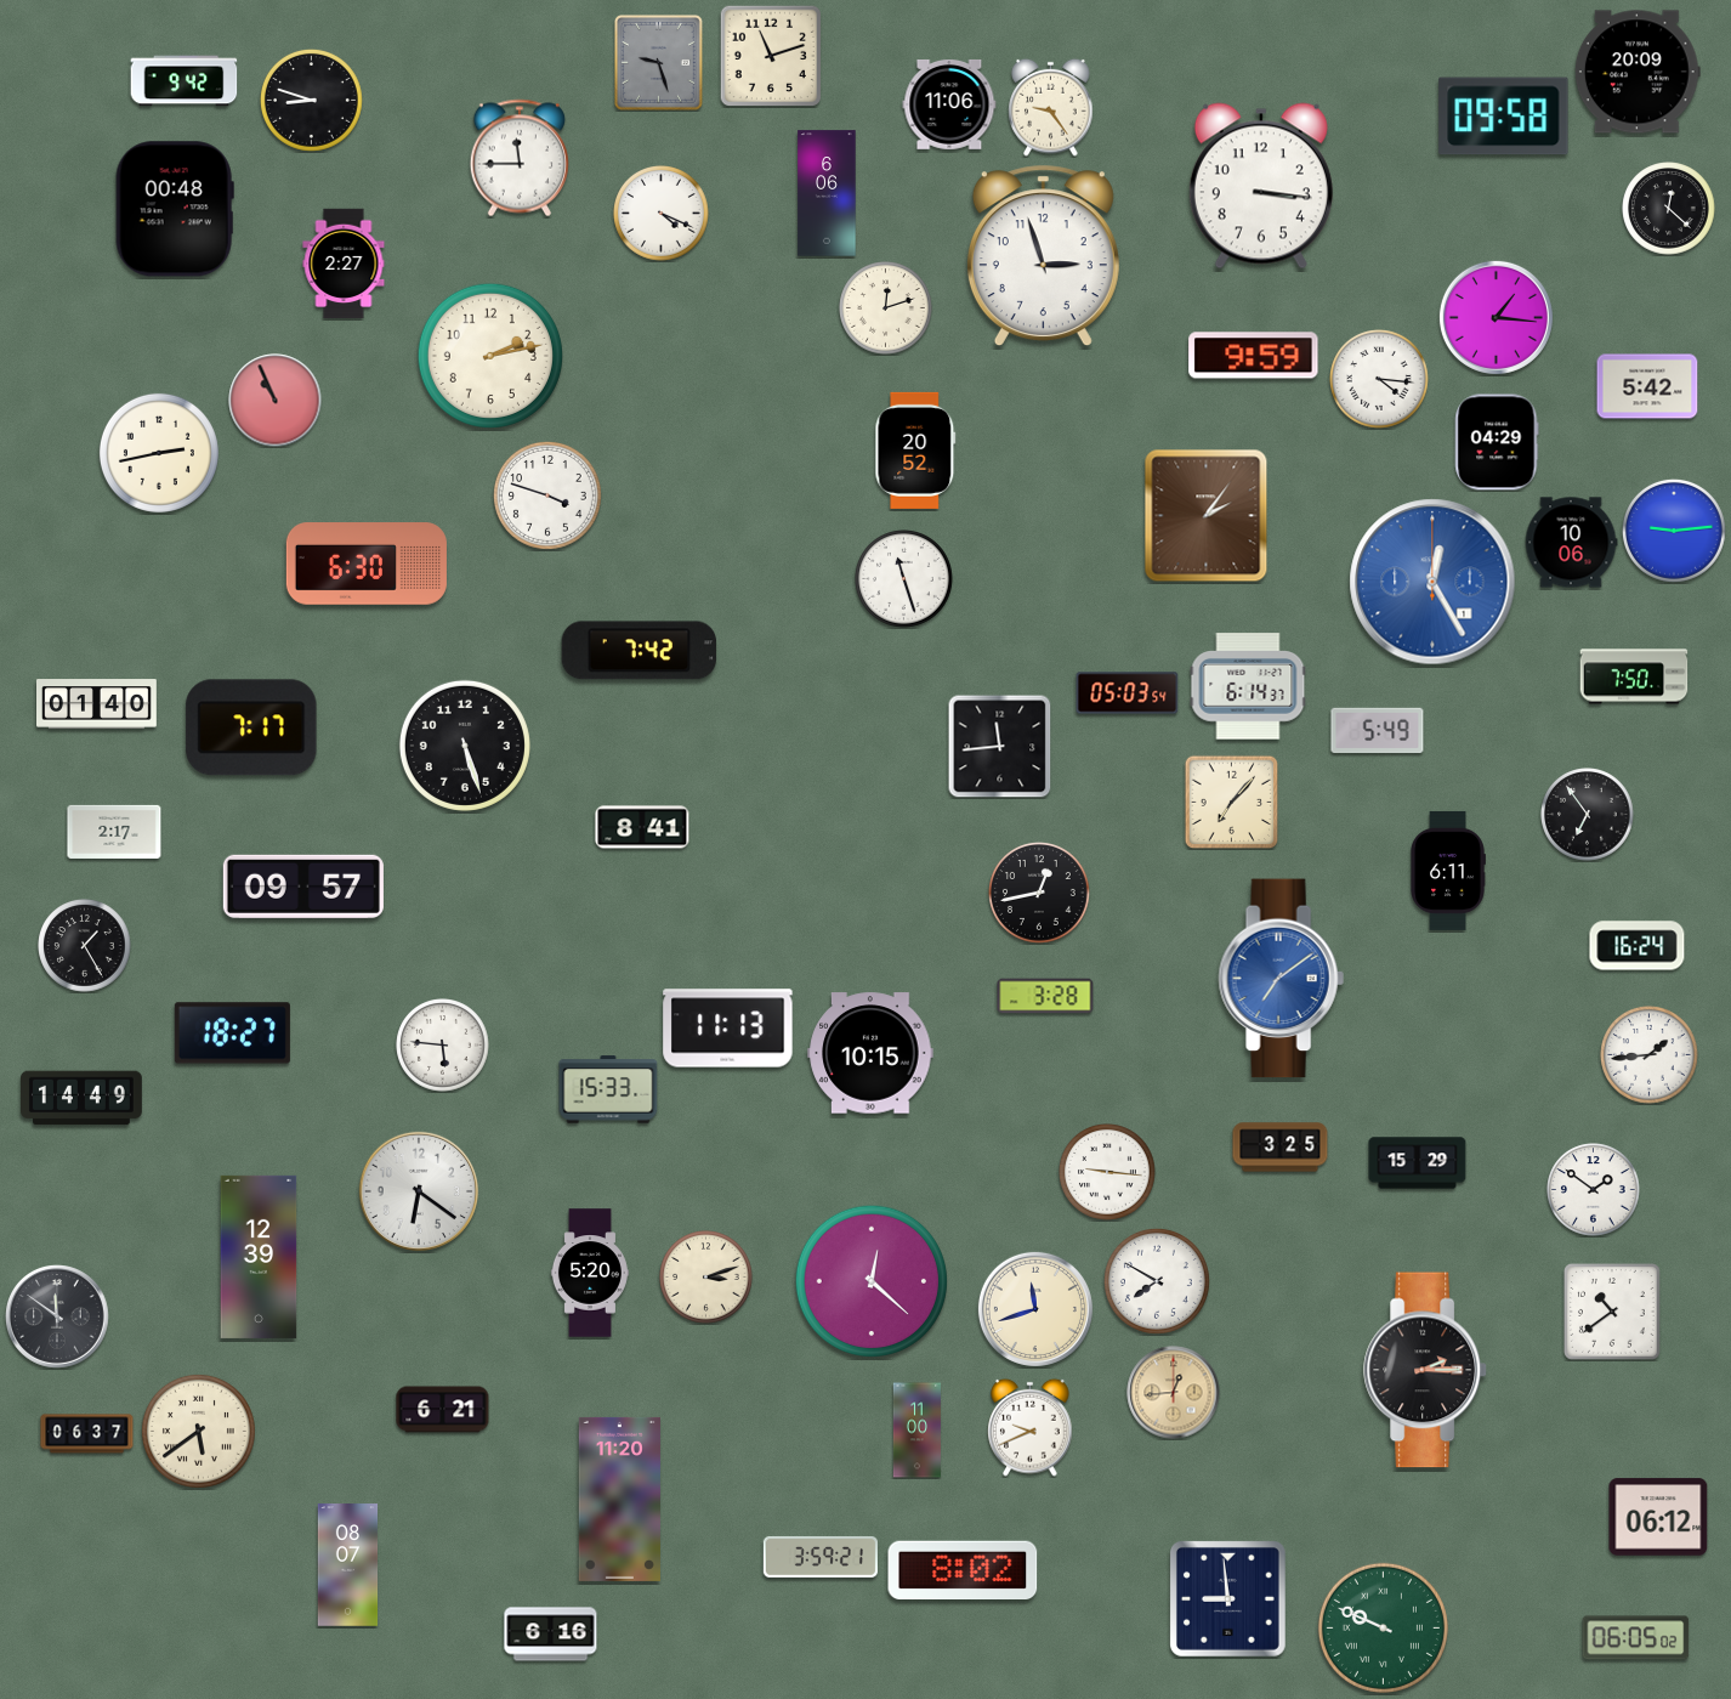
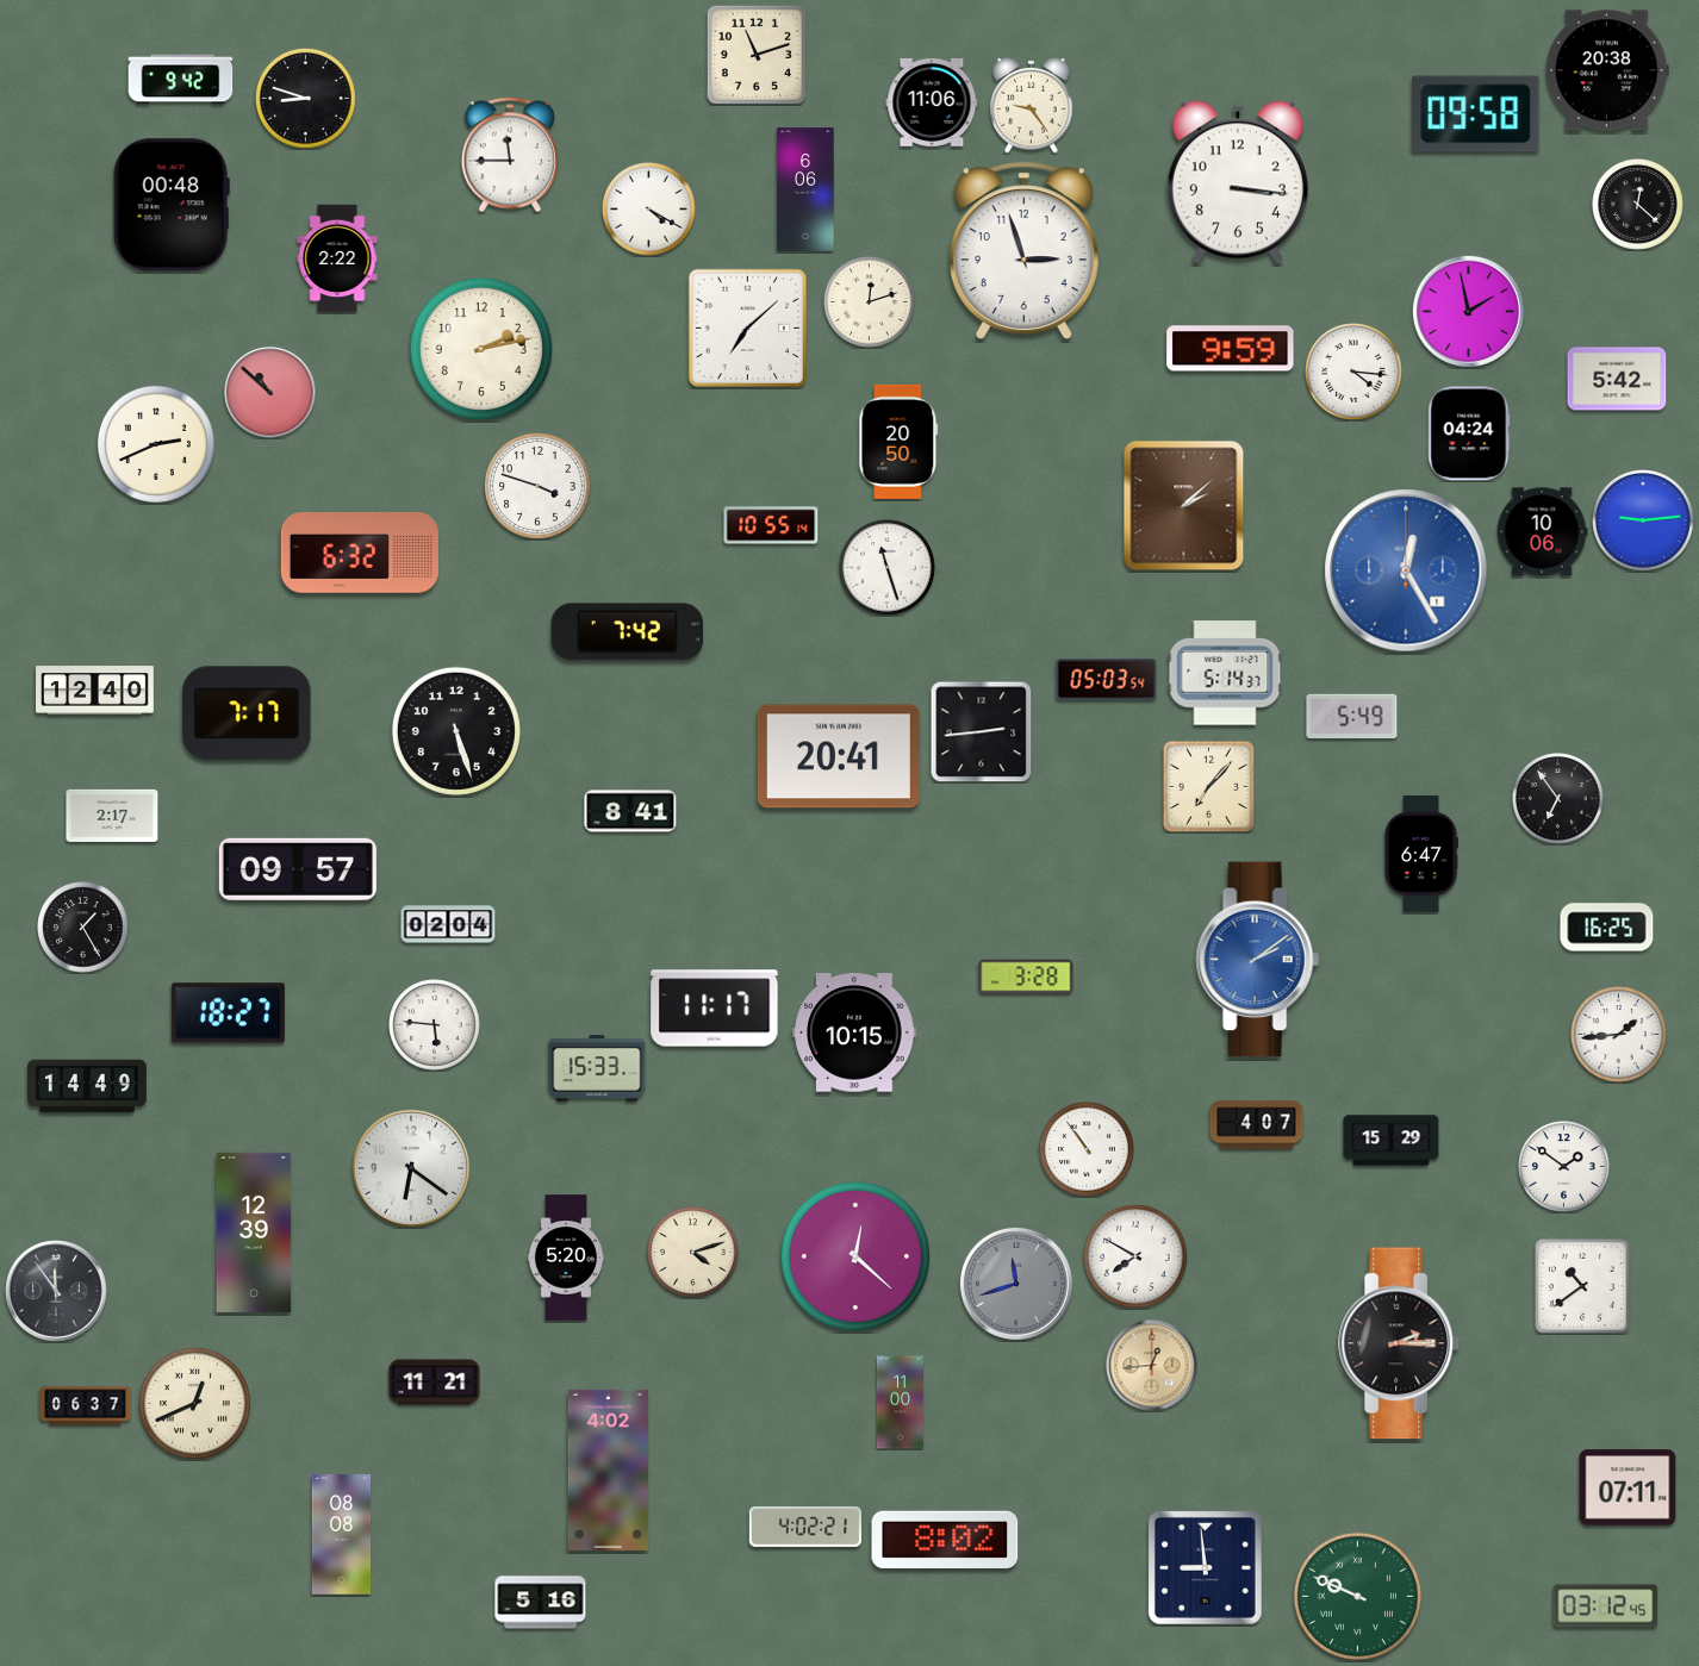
clock at (659, 63): 9:27 -> none
clock at (1638, 72): 20:09 -> 20:38
clock at (827, 193) position: (827, 193) -> (805, 189)
clock at (662, 214): 4:19 -> 4:20
clock at (344, 264): 2:27 -> 2:22
clock at (1496, 317): 1:16 -> 1:58
clock at (747, 327): none -> 7:08
clock at (276, 401): 10:56 -> 10:52
clock at (1497, 442): 04:29 -> 04:24
clock at (915, 451): 20:52 -> 20:50
clock at (159, 453): 2:43 -> 2:41
clock at (1207, 516): 2:06 -> 2:08
clock at (771, 525): none -> 10:55
clock at (367, 563): 6:30 -> 6:32
clock at (640, 651) position: (640, 651) -> (628, 632)
clock at (1634, 676): 7:50 -> none
clock at (1248, 686): 6:14 -> 5:14
clock at (97, 704): 01:40 -> 12:40
clock at (1000, 747): 11:44 -> 2:44
clock at (839, 756): none -> 20:41
clock at (1448, 871): 6:11 -> 6:47
clock at (1040, 894): 12:43 -> none
clock at (448, 924): none -> 02:04
clock at (1638, 946): 16:24 -> 16:25
clock at (1281, 979): 7:09 -> 2:09
clock at (728, 1029): 11:13 -> 11:17
clock at (83, 1098) position: (83, 1098) -> (88, 1086)
clock at (1281, 1148): 3:25 -> 4:07
clock at (1108, 1173): 9:16 -> 10:54
clock at (590, 1273) position: (590, 1273) -> (566, 1258)
clock at (706, 1278): 3:12 -> 4:12
clock at (1035, 1309) dial: cream -> grey
clock at (57, 1316): 11:51 -> 11:54
clock at (443, 1410): 6:21 -> 11:21
clock at (1031, 1427): 9:41 -> none
clock at (198, 1431): 5:39 -> 12:41
clock at (619, 1499): 11:20 -> 4:02
clock at (1658, 1517): 06:12 -> 07:11
clock at (821, 1557): 3:59 -> 4:02
clock at (348, 1565): 08:07 -> 08:08
clock at (551, 1635): 6:16 -> 5:16
clock at (1636, 1638): 06:05 -> 03:12
